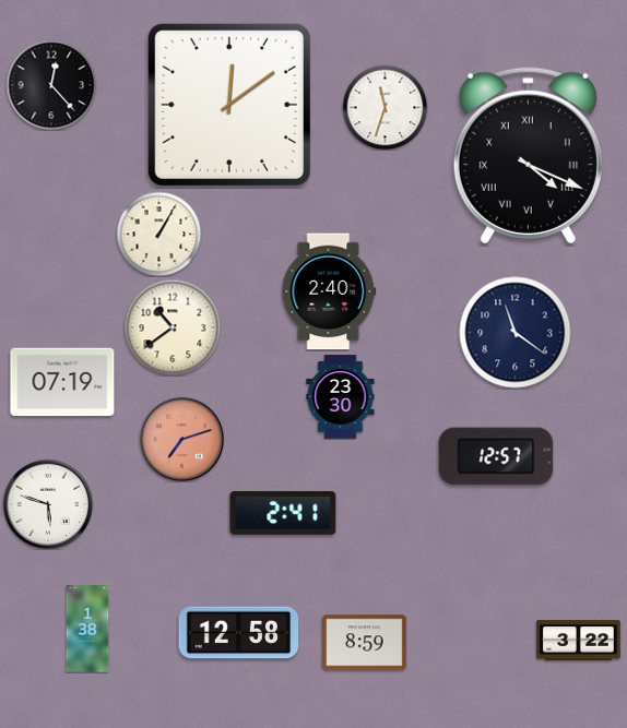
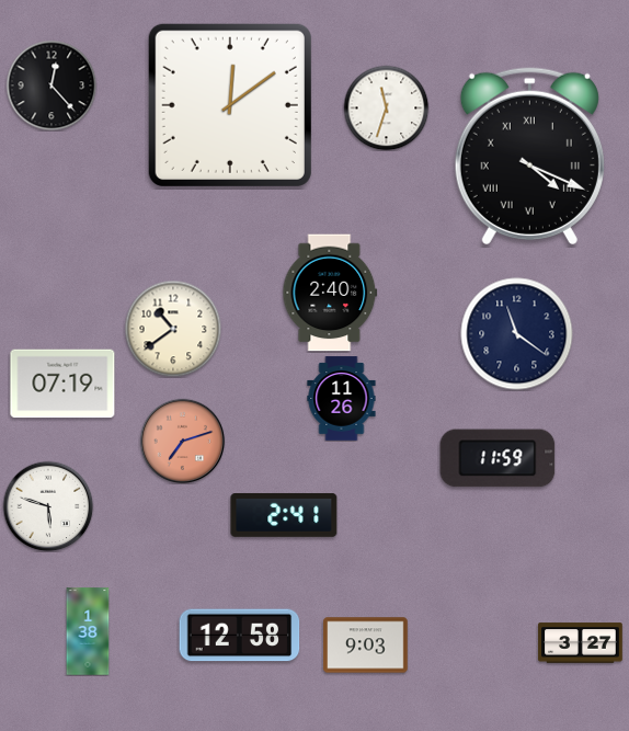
clock at (158, 234): 1:05 -> none
clock at (341, 397): 23:30 -> 11:26
clock at (496, 456): 12:57 -> 11:59
clock at (579, 641): 3:22 -> 3:27
clock at (365, 643): 8:59 -> 9:03
